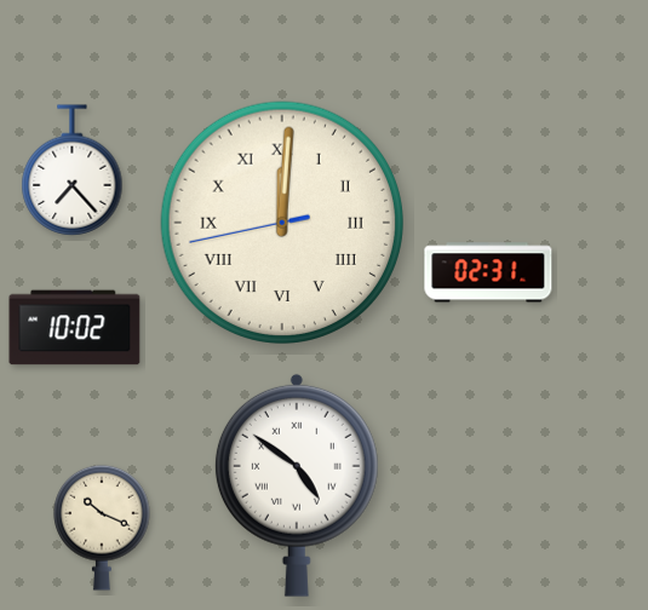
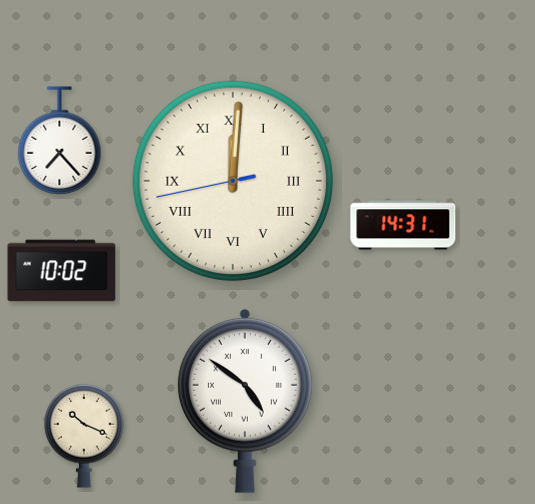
clock at (281, 221) position: (281, 221) -> (232, 180)
clock at (488, 272): 02:31 -> 14:31
